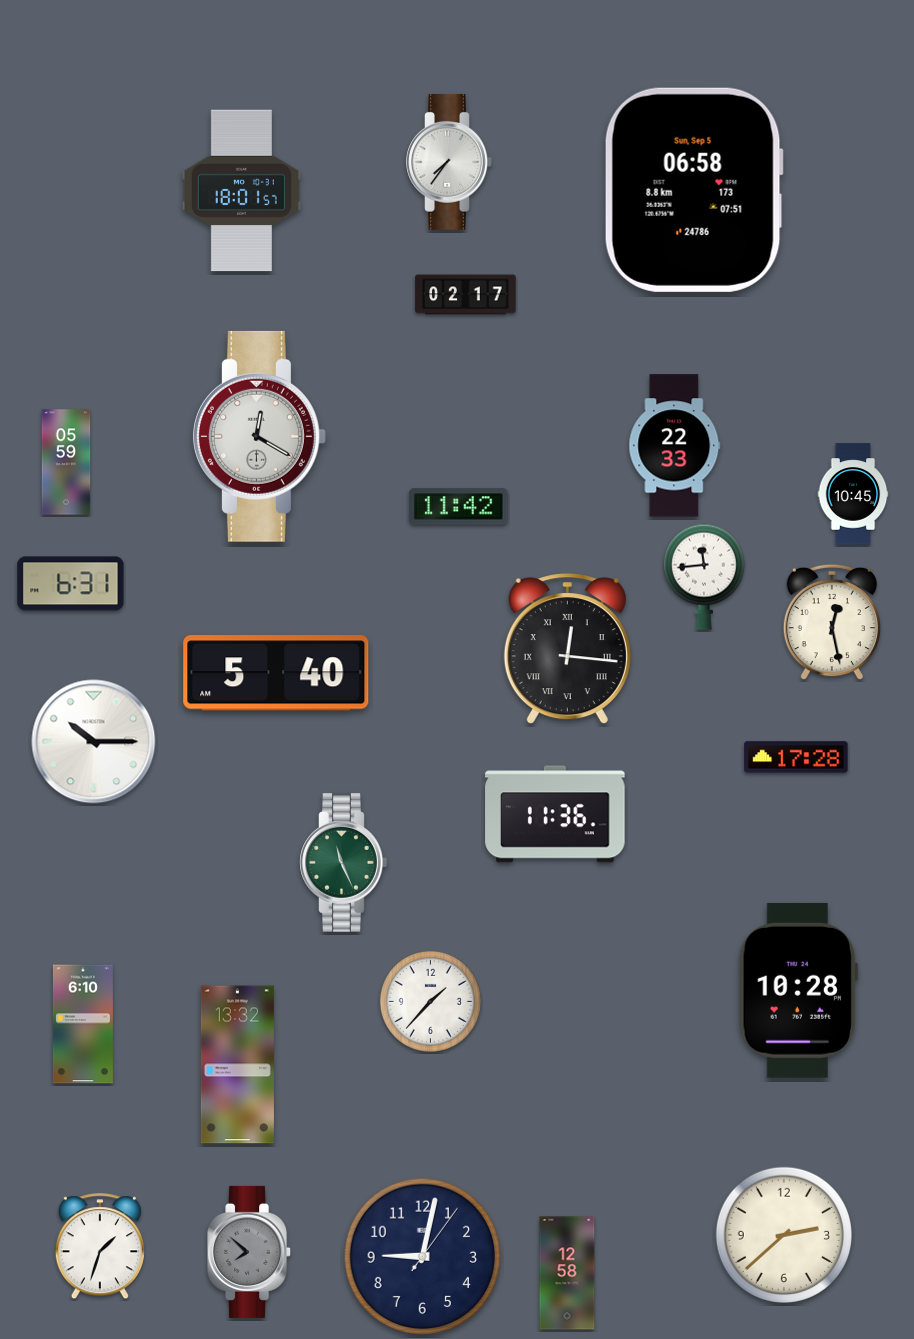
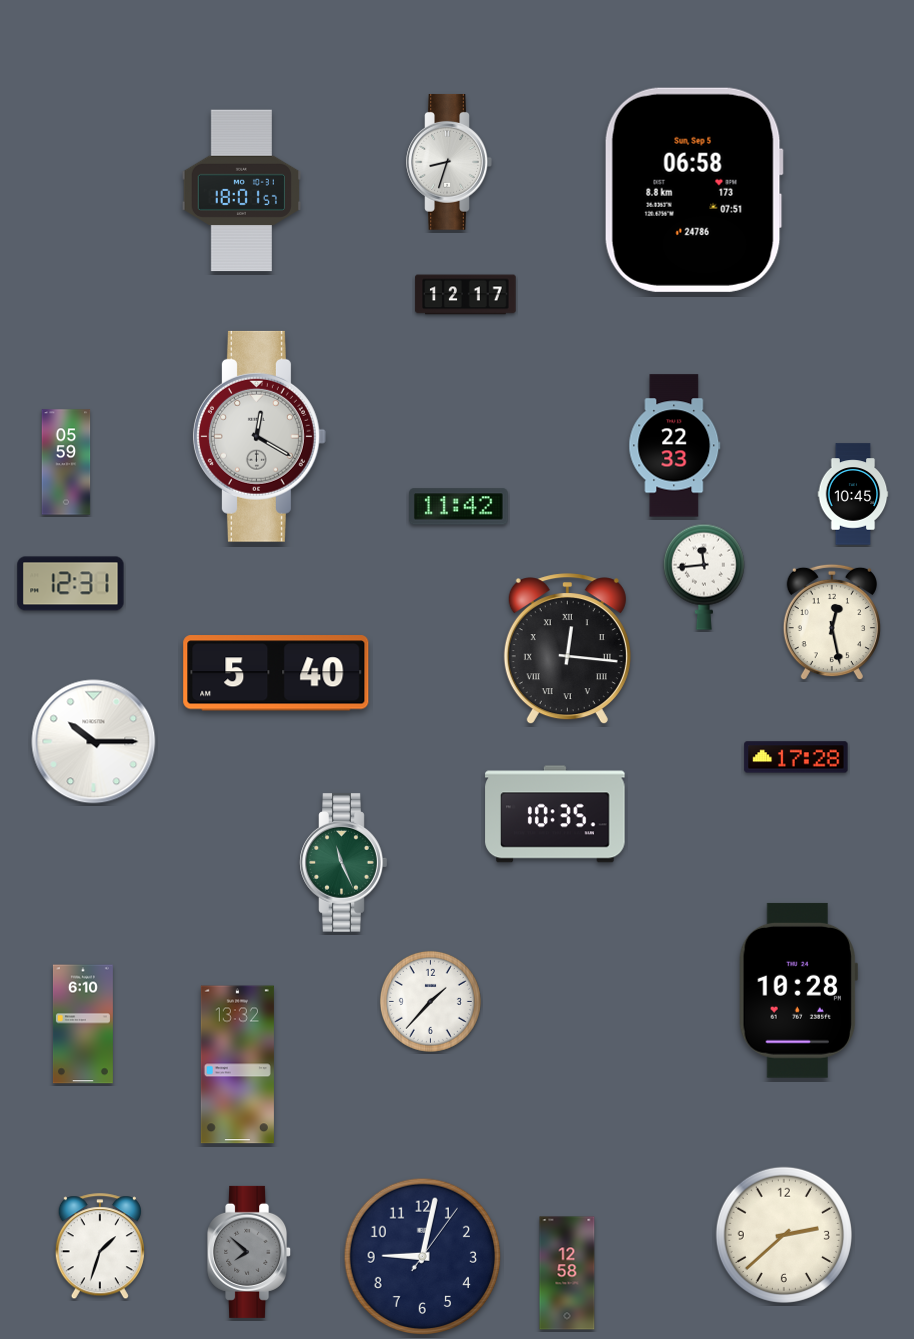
clock at (449, 162): 7:36 -> 8:33
clock at (466, 295): 02:17 -> 12:17
clock at (71, 584): 6:31 -> 12:31
clock at (555, 814): 11:36 -> 10:35
